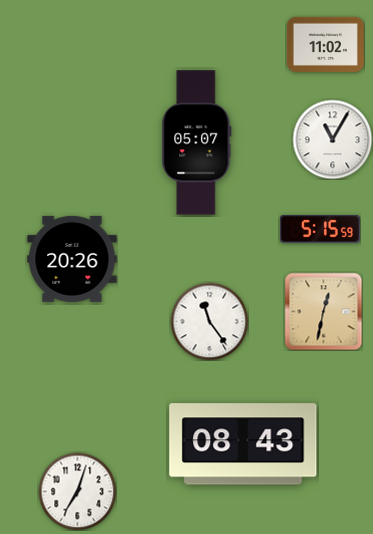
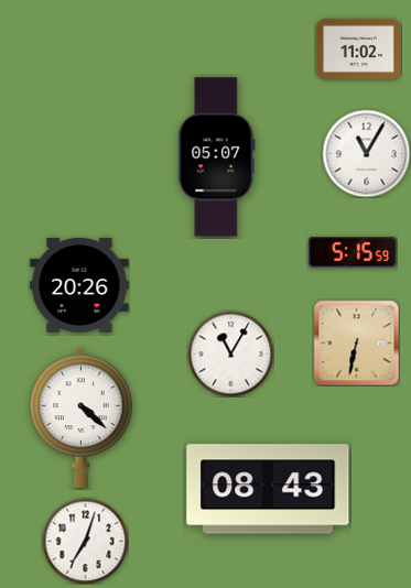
clock at (323, 311): 12:32 -> 6:32
clock at (209, 321): 11:24 -> 11:05
clock at (82, 417): none -> 4:22
